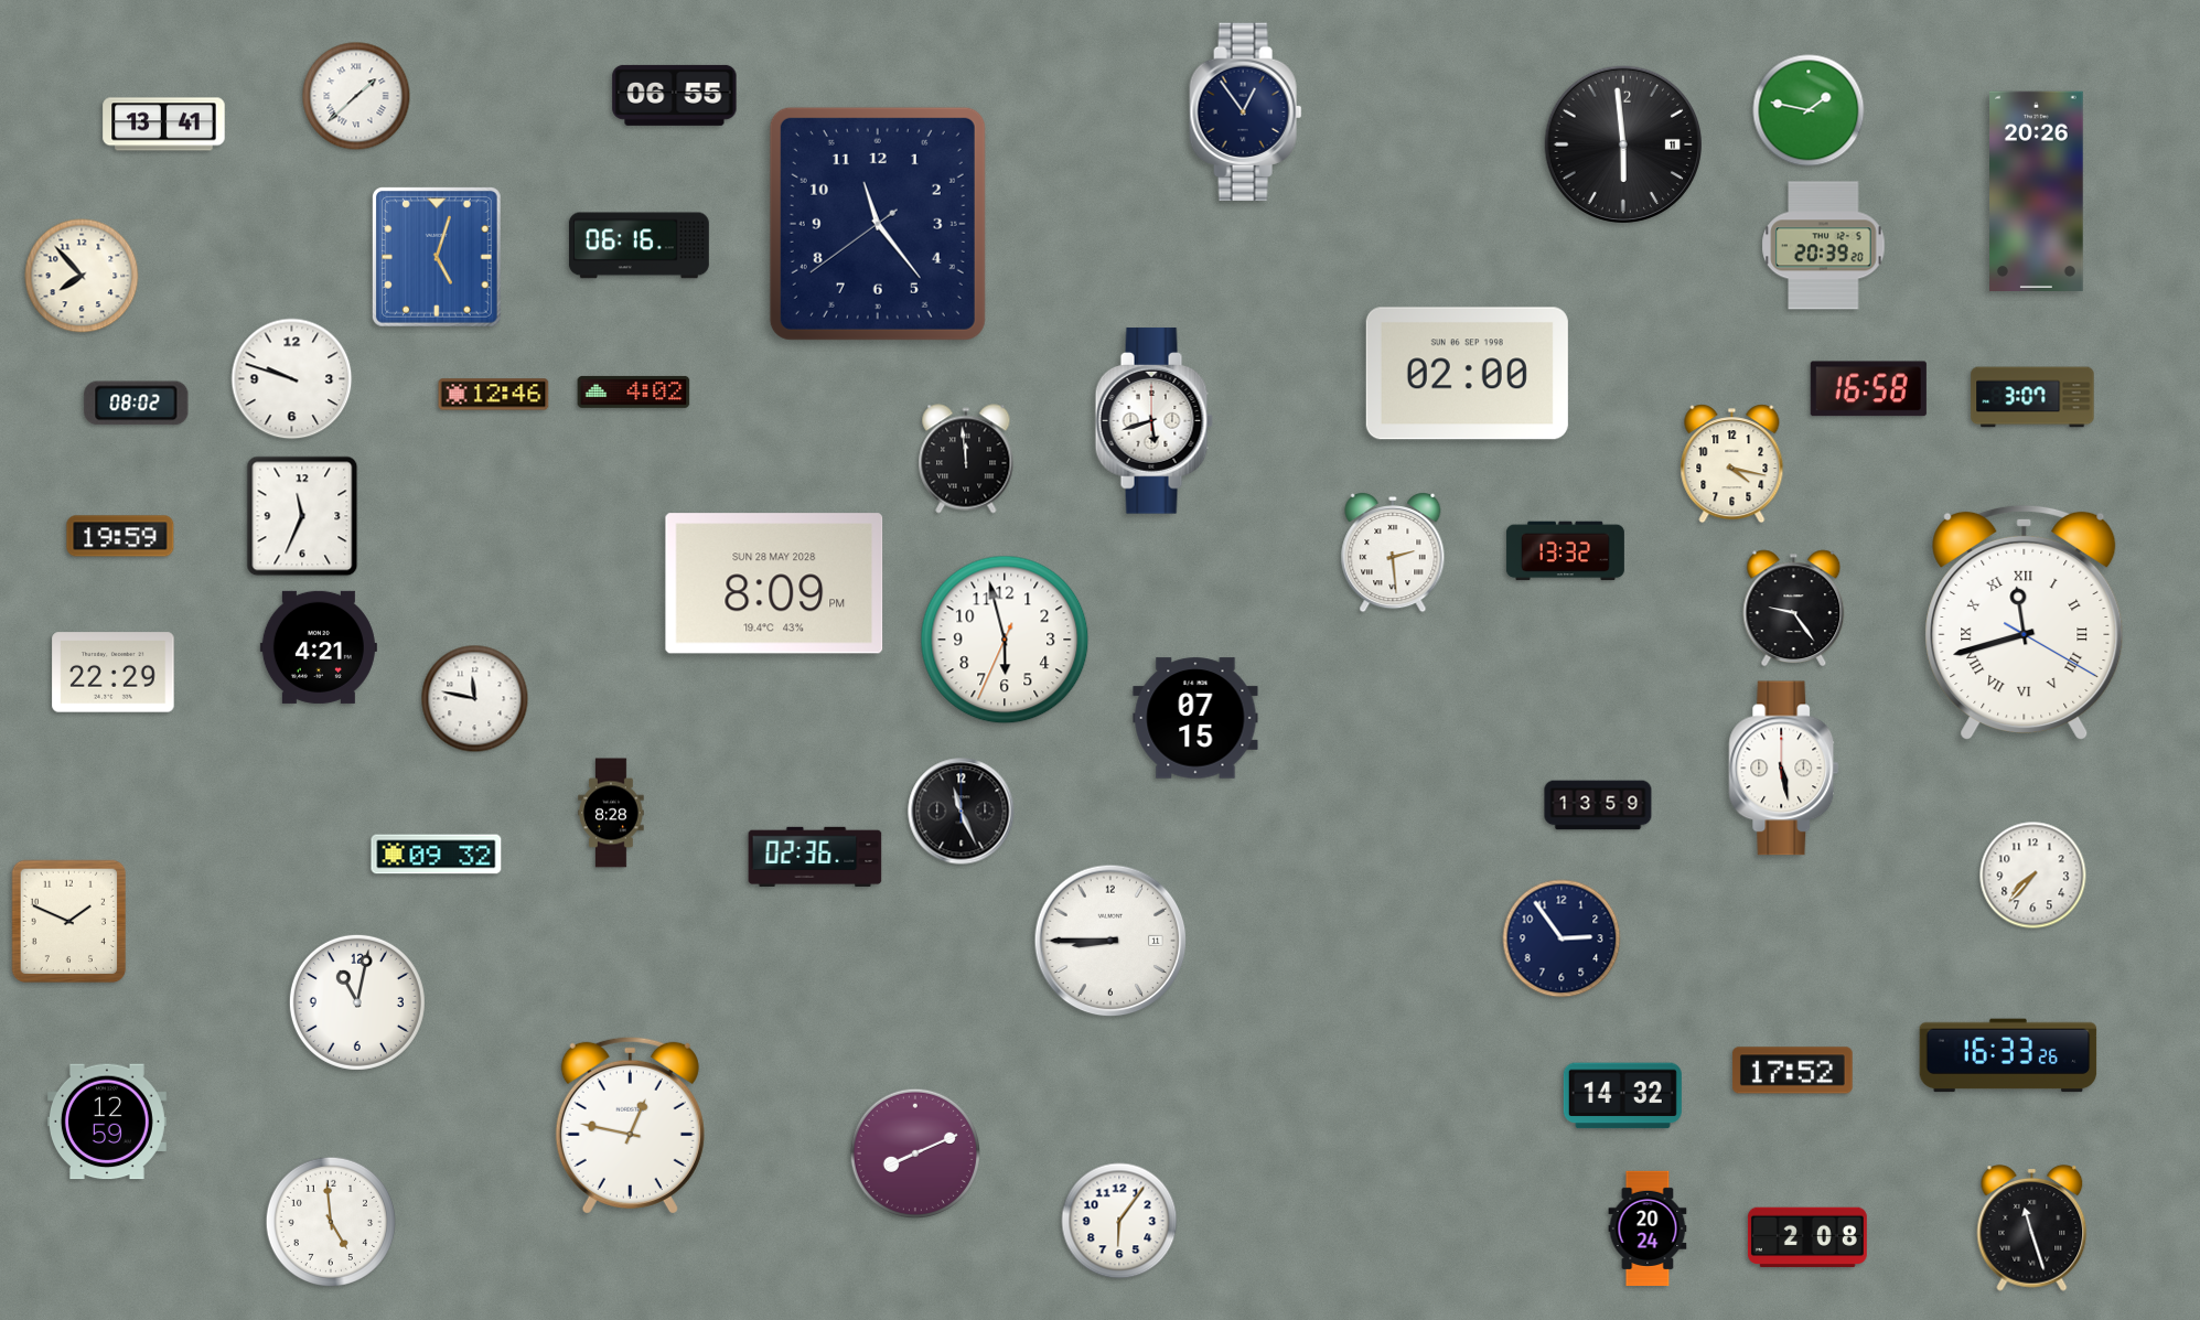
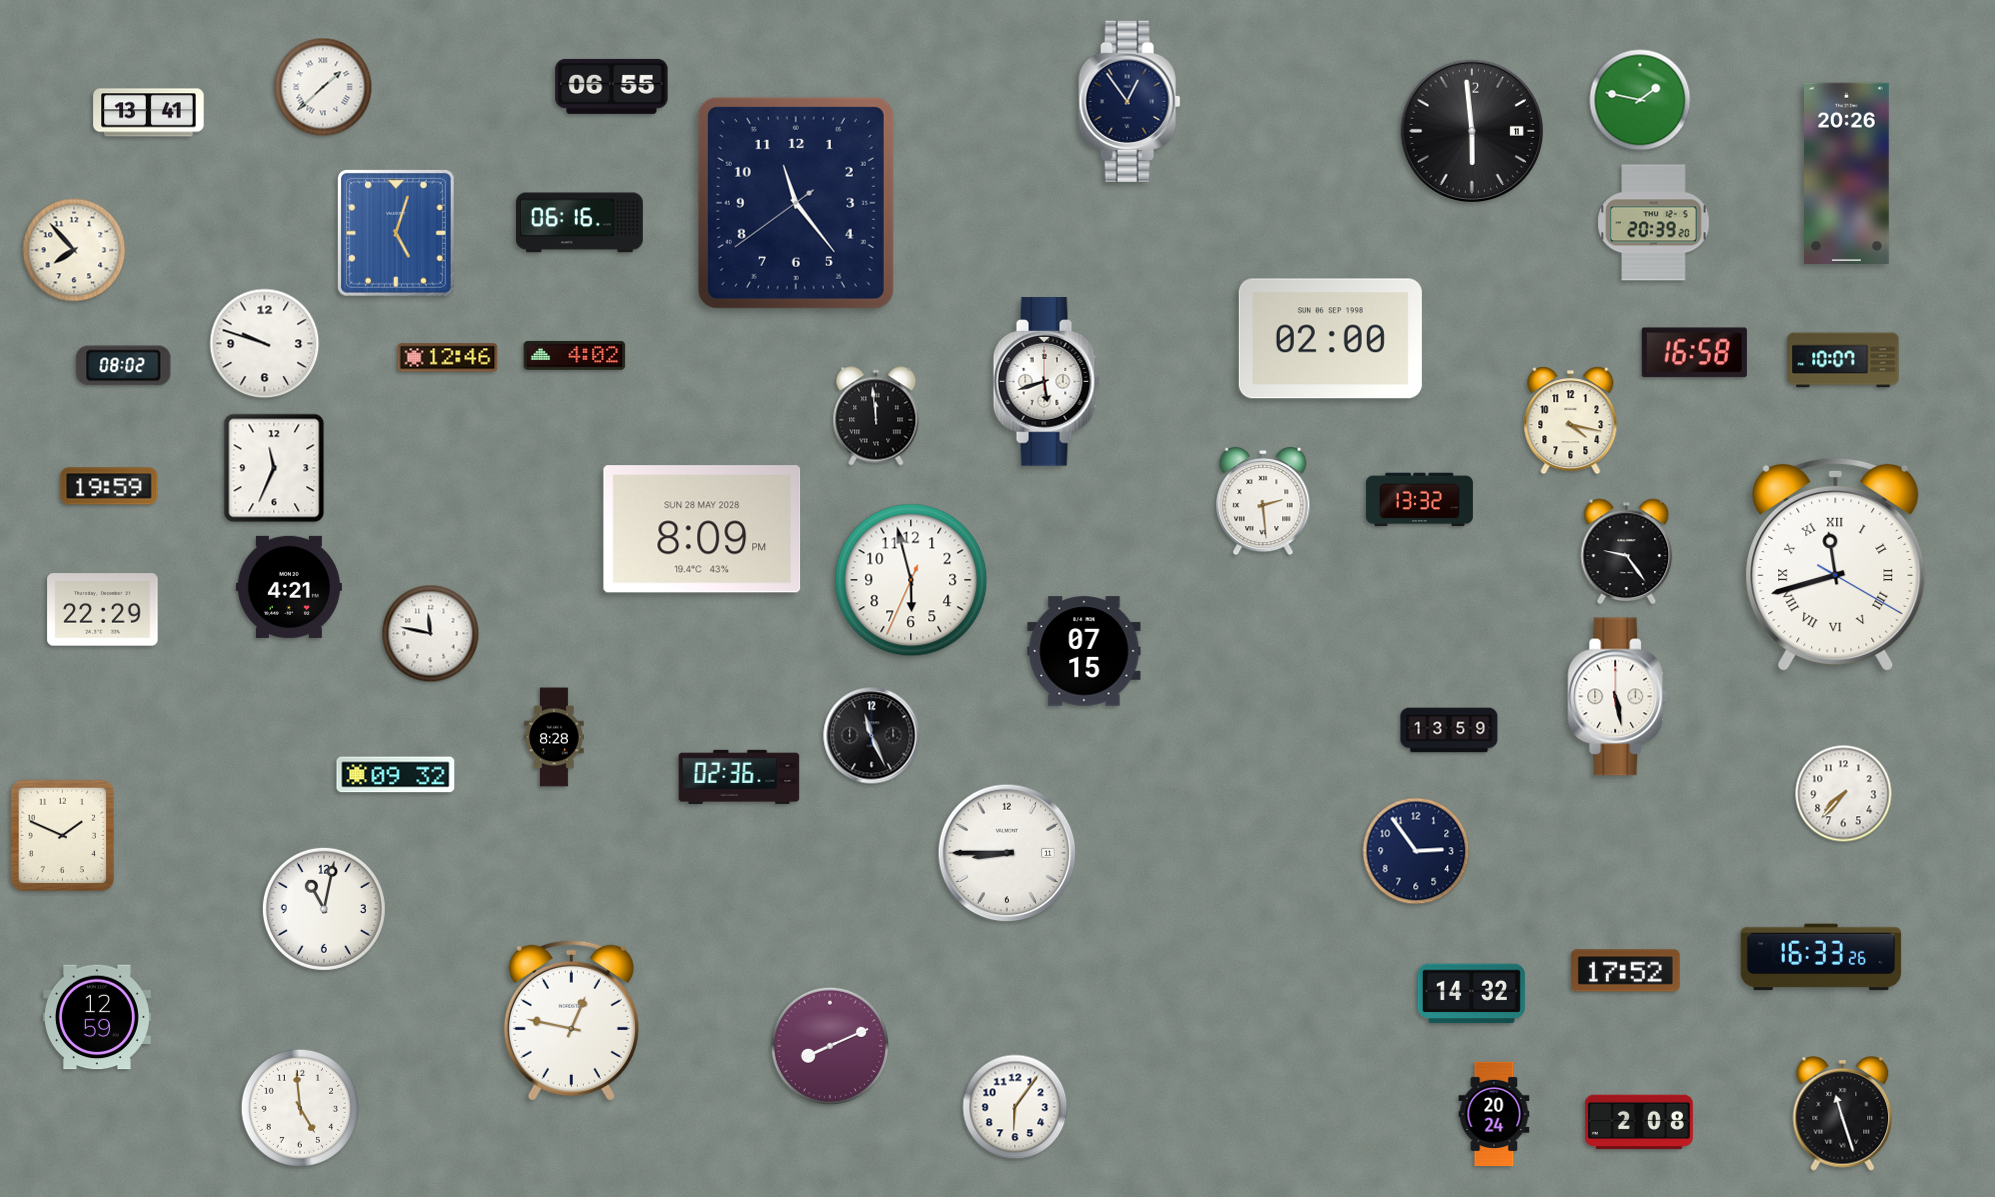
clock at (2032, 397): 3:07 -> 10:07
